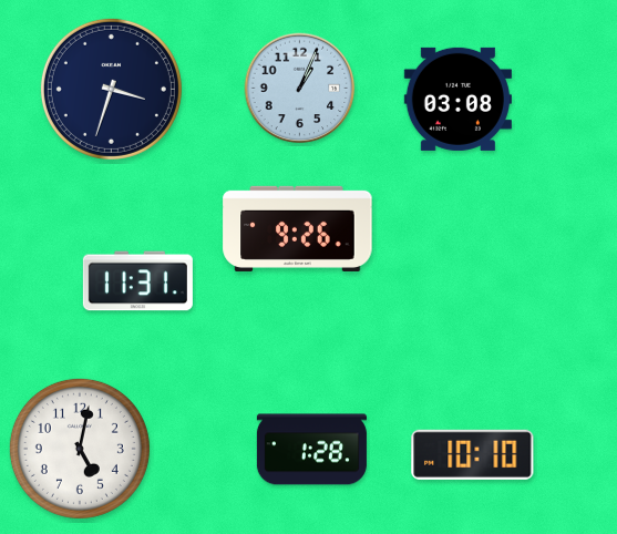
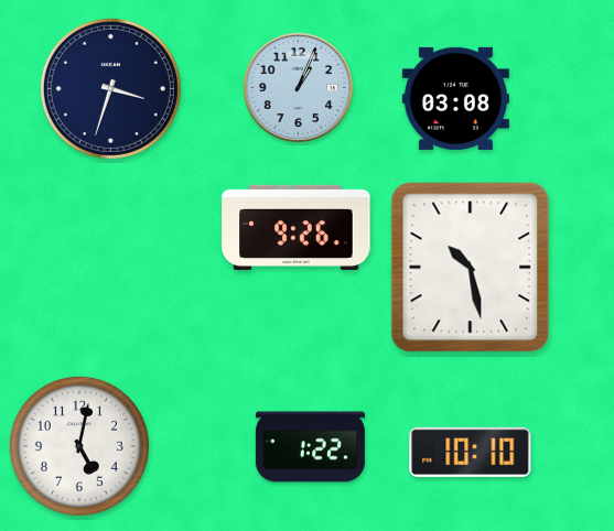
clock at (471, 268): none -> 10:28
clock at (137, 281): 11:31 -> none
clock at (311, 450): 1:28 -> 1:22
